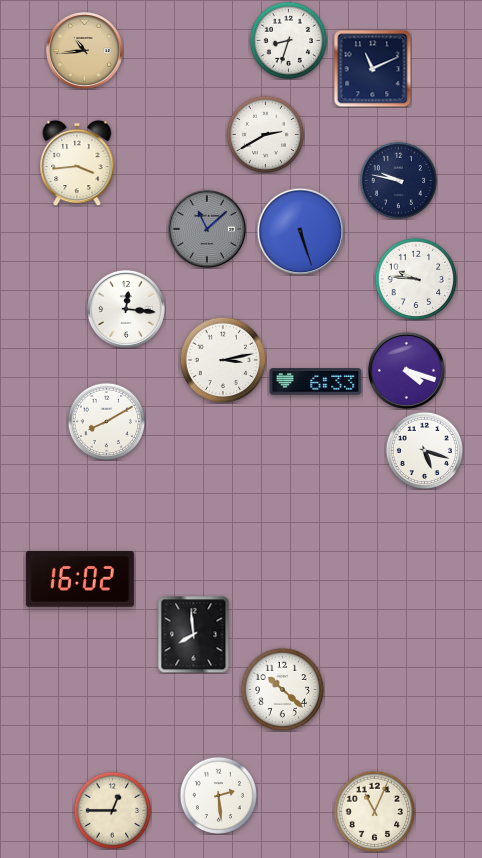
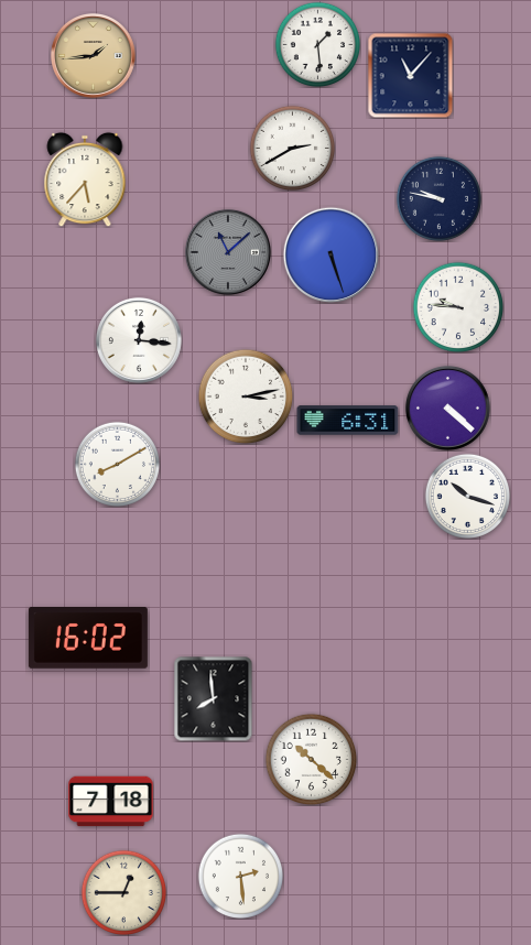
clock at (288, 40): 8:33 -> 1:29
clock at (84, 50): 10:44 -> 1:44
clock at (372, 68): 11:11 -> 11:07
clock at (77, 163): 3:44 -> 5:37
clock at (406, 370): 4:18 -> 4:22
clock at (316, 382): 6:33 -> 6:31
clock at (424, 450): 5:18 -> 10:18
clock at (111, 802): none -> 7:18
clock at (374, 811): 11:04 -> none
